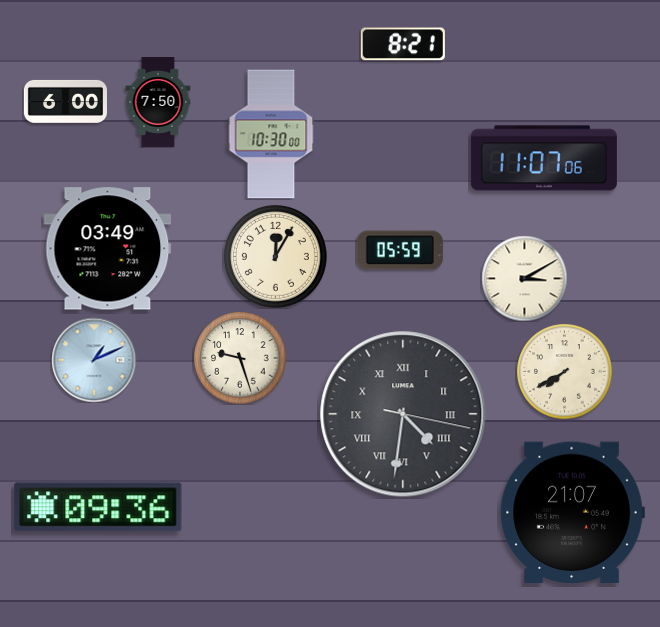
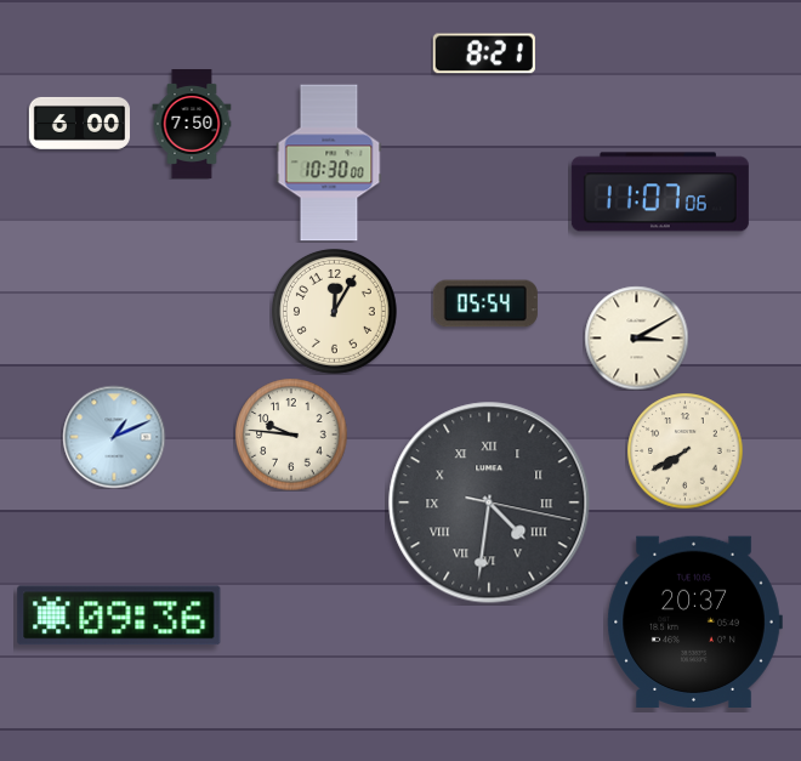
clock at (403, 44) position: (403, 44) -> (484, 53)
clock at (108, 249): 03:49 -> none
clock at (400, 250): 05:59 -> 05:54
clock at (240, 358): 9:27 -> 9:46
clock at (572, 512): 21:07 -> 20:37
